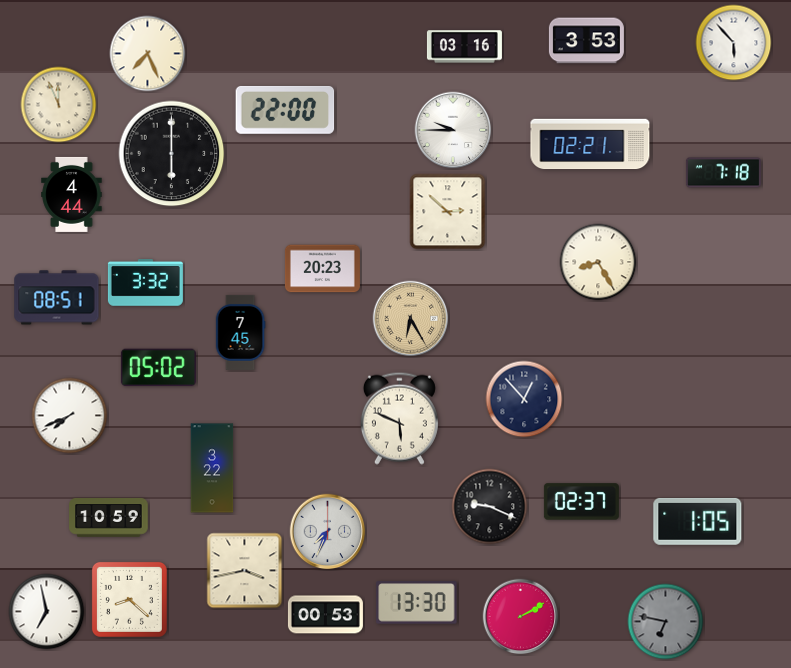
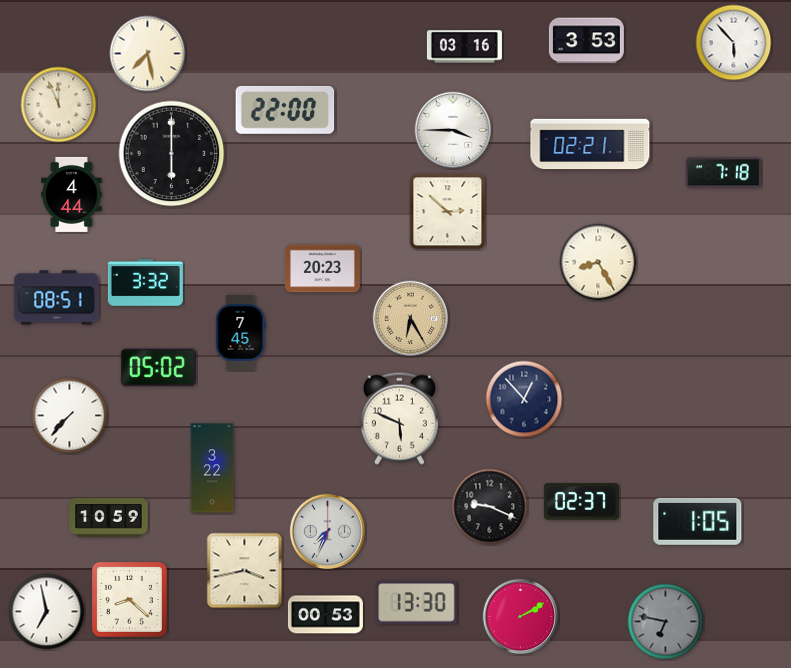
clock at (148, 54): 7:26 -> 7:28
clock at (453, 130): 9:45 -> 3:45
clock at (70, 416): 7:41 -> 7:37
